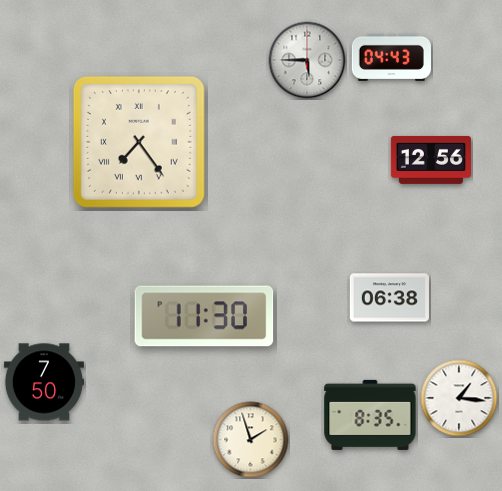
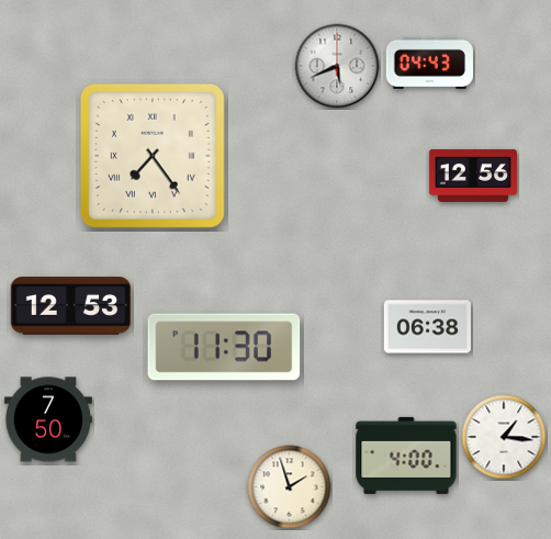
clock at (307, 60): 5:45 -> 5:41
clock at (71, 306): none -> 12:53
clock at (370, 415): 8:35 -> 4:00
clock at (251, 440) position: (251, 440) -> (290, 487)
